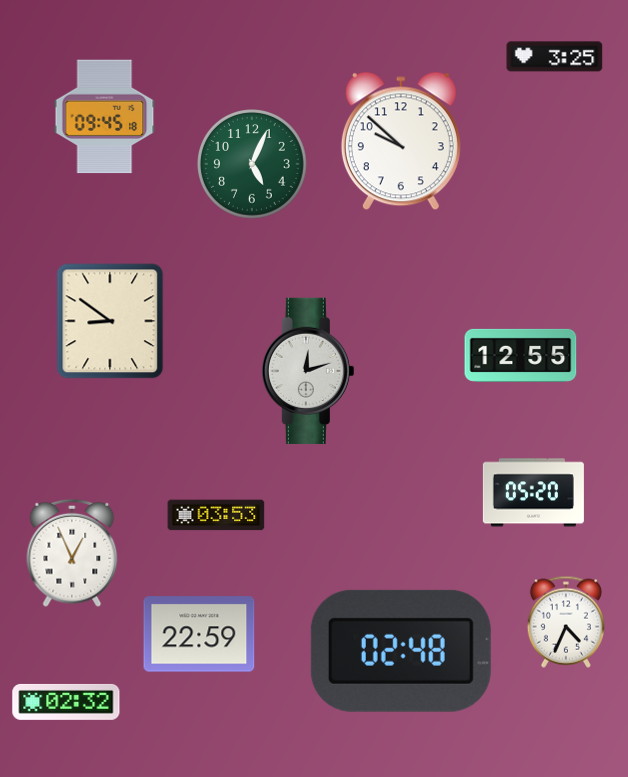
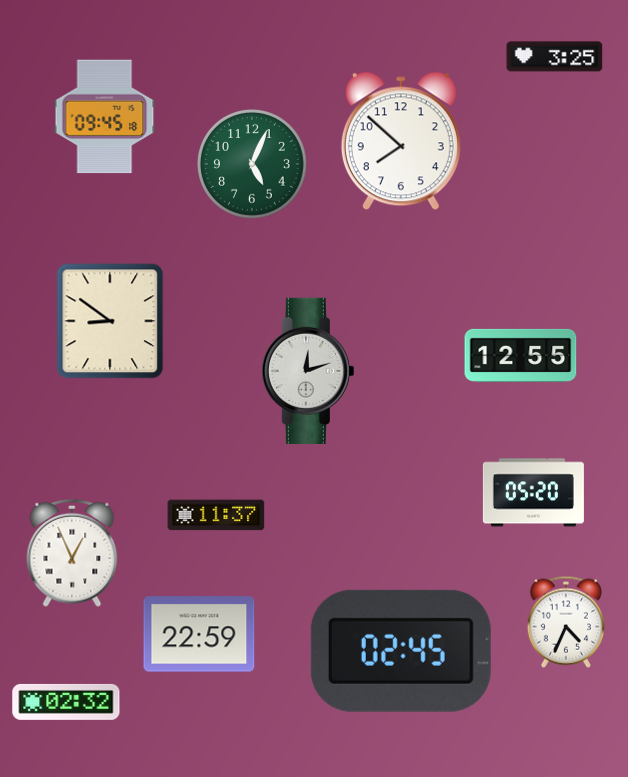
clock at (401, 141): 9:52 -> 7:52
clock at (216, 515): 03:53 -> 11:37
clock at (401, 651): 02:48 -> 02:45
